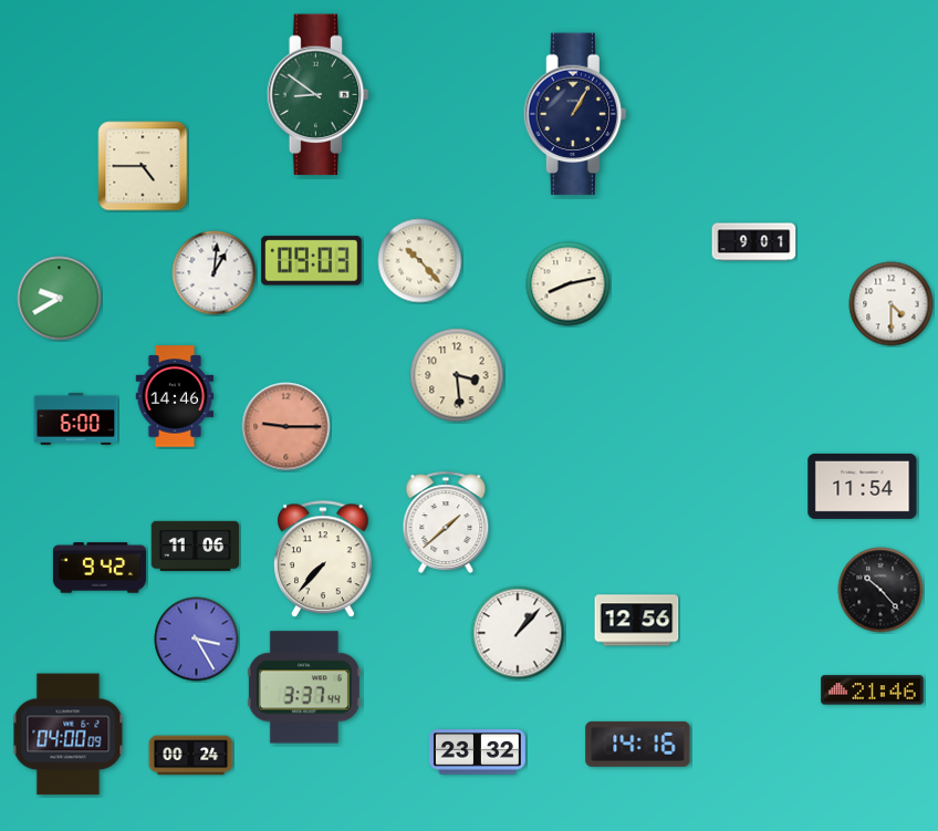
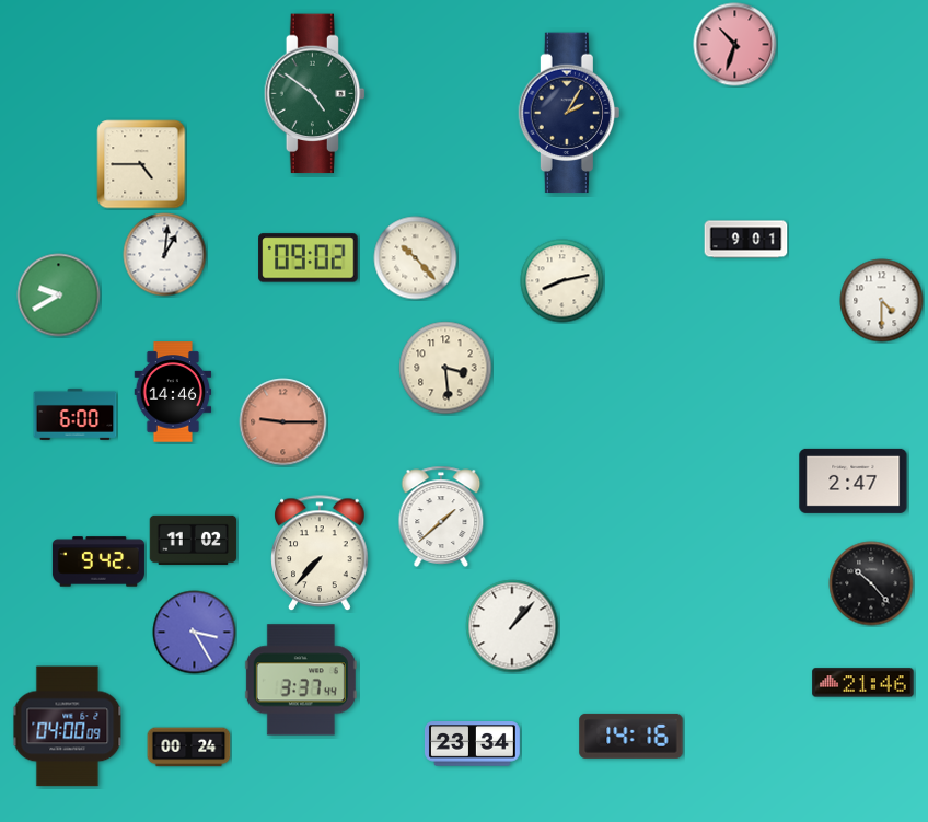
clock at (735, 45): none -> 10:33
clock at (319, 95): 8:51 -> 4:51
clock at (575, 114): 1:05 -> 2:05
clock at (312, 261): 09:03 -> 09:02
clock at (215, 273) position: (215, 273) -> (165, 255)
clock at (457, 375) position: (457, 375) -> (445, 368)
clock at (863, 486): 11:54 -> 2:47
clock at (196, 546): 11:06 -> 11:02
clock at (637, 621): 12:56 -> none
clock at (477, 752): 23:32 -> 23:34
